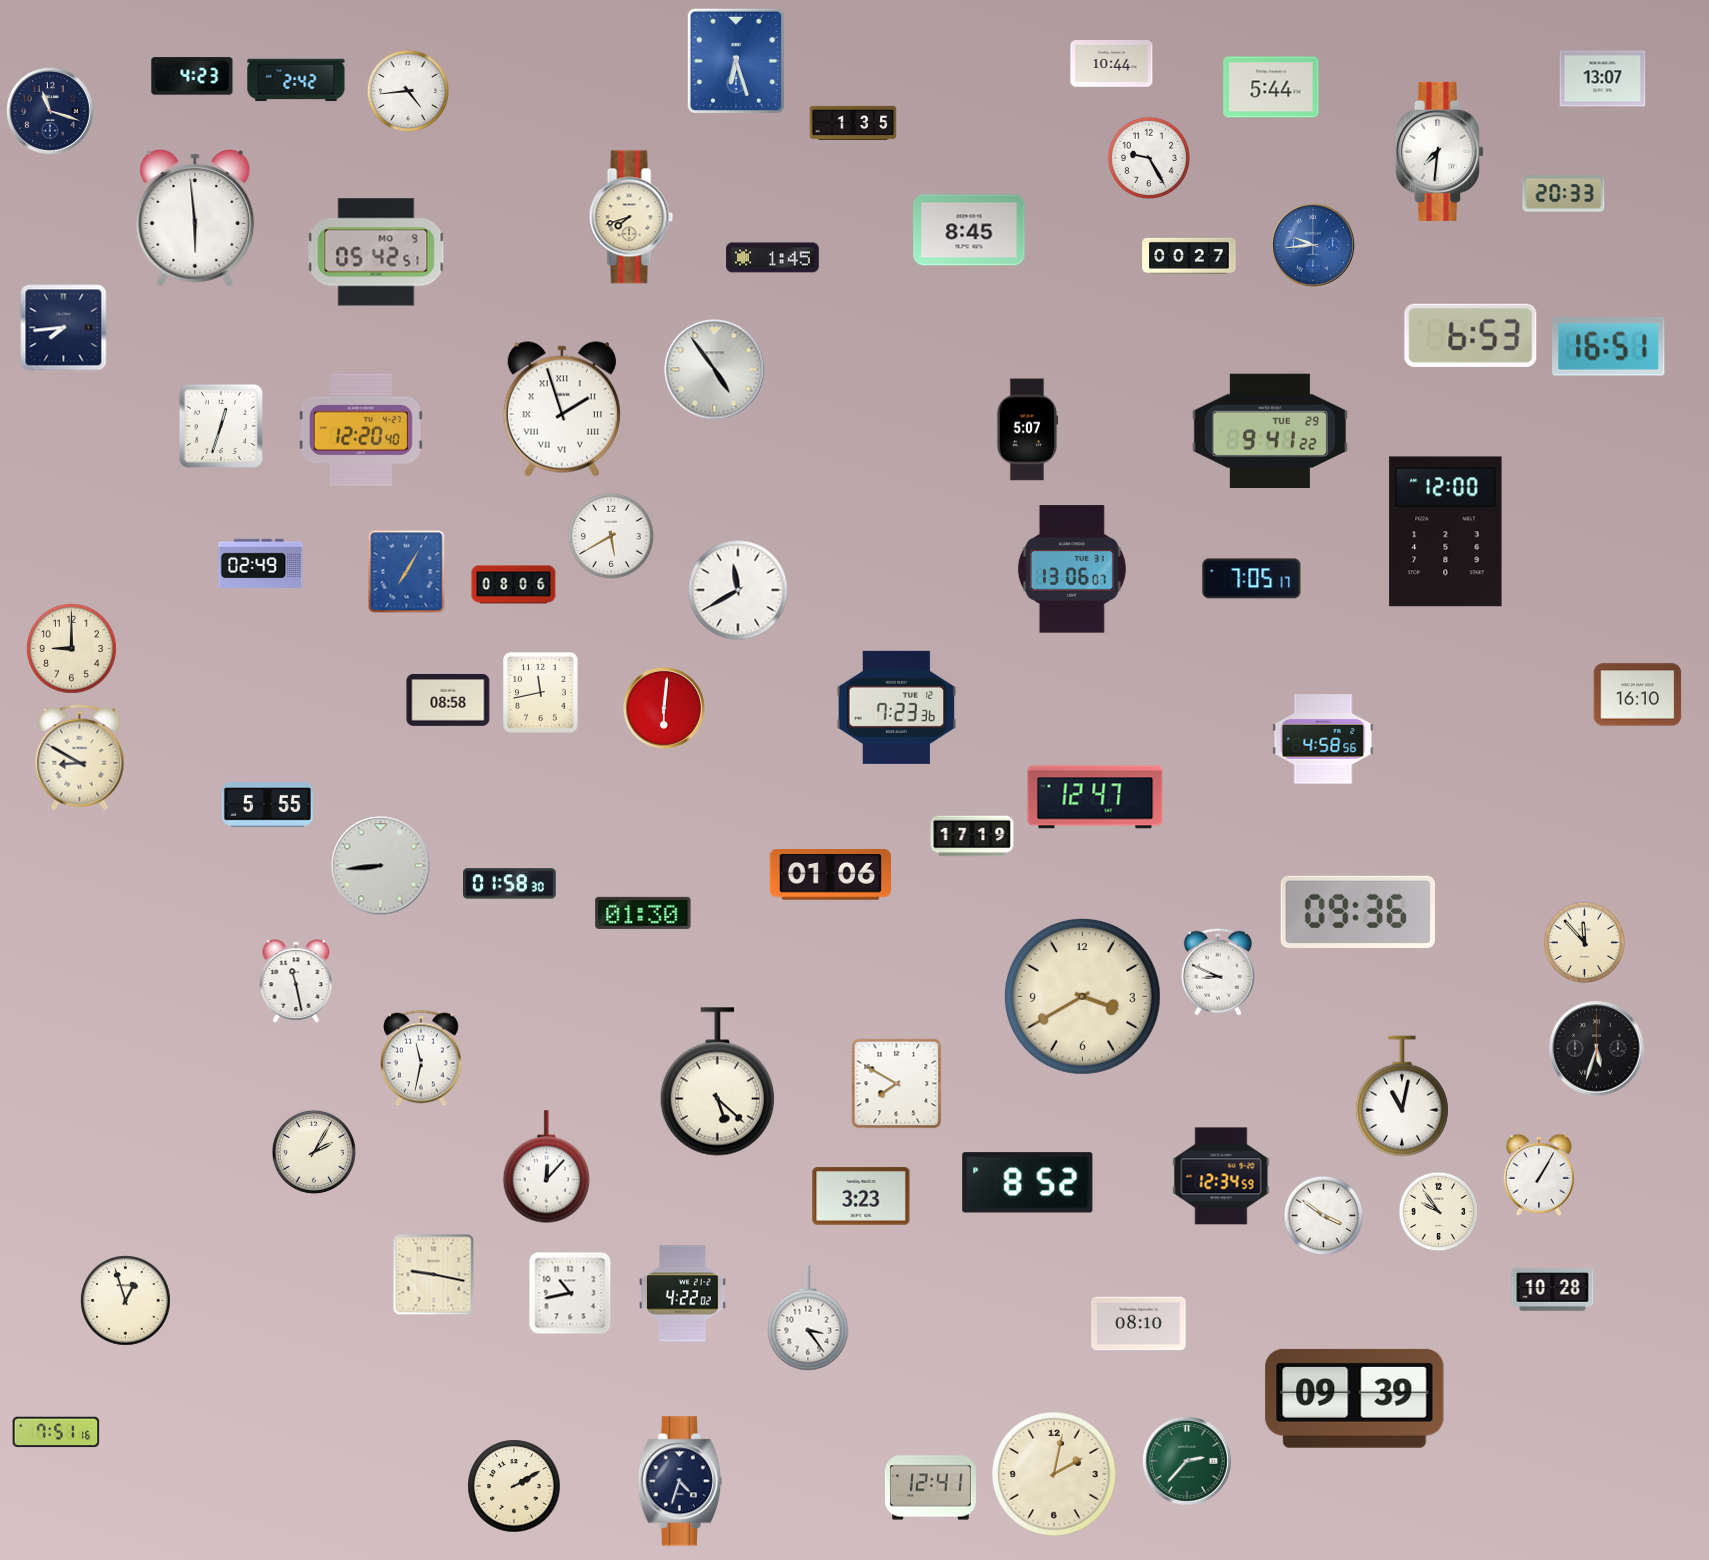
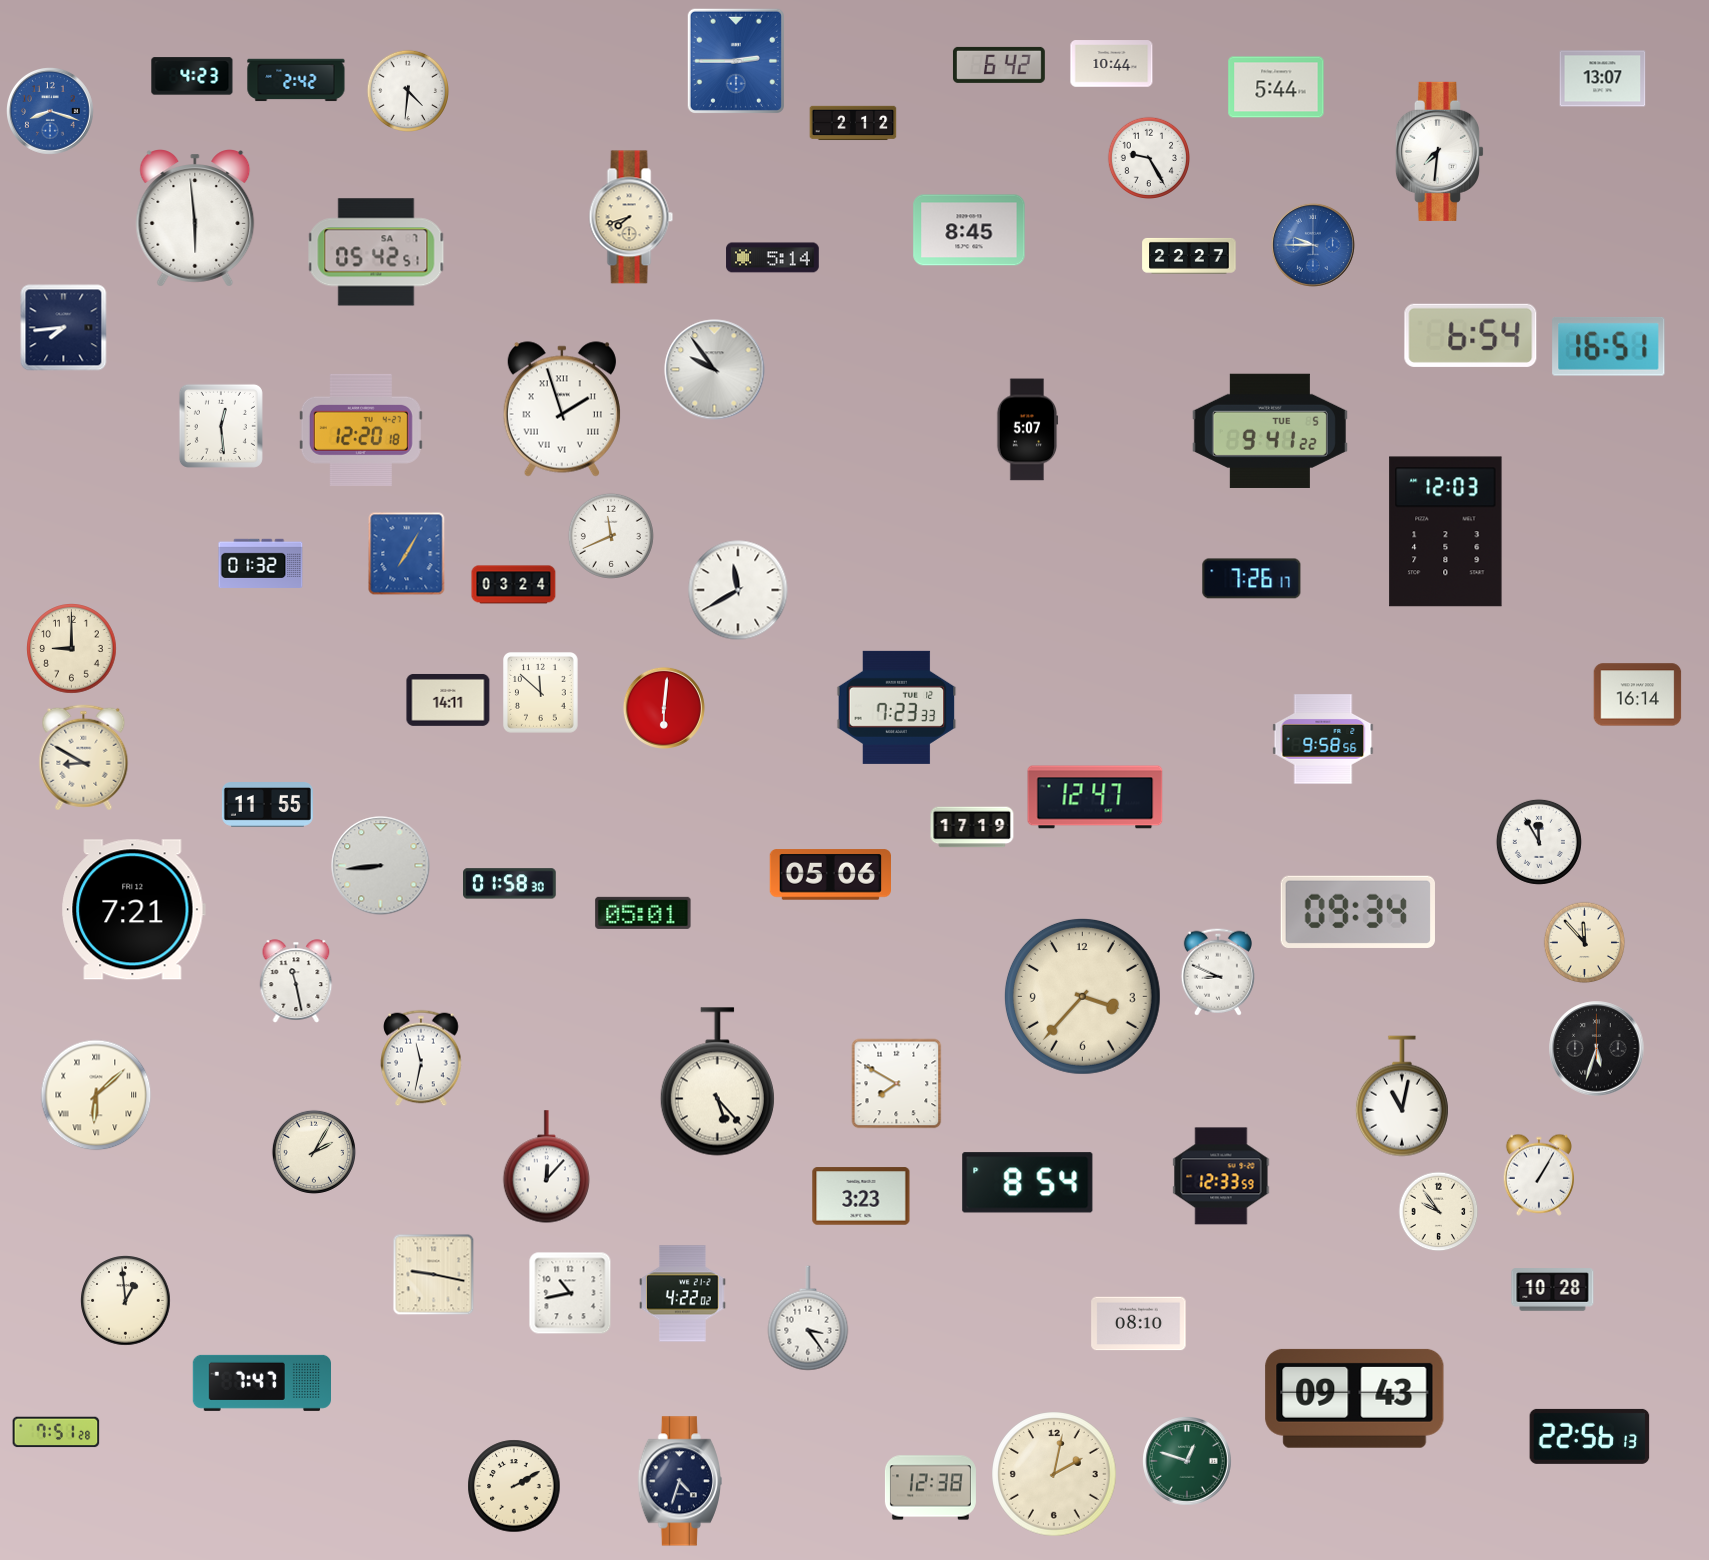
clock at (736, 61): 6:27 -> 2:45
clock at (999, 65): none -> 6:42
clock at (1271, 87) position: (1271, 87) -> (1276, 87)
clock at (407, 90): 4:44 -> 4:31
clock at (51, 112): 11:18 -> 8:18
clock at (51, 112) dial: navy -> blue
clock at (853, 123): 1:35 -> 2:12
clock at (1564, 194): 20:33 -> none
clock at (1313, 245): 9:44 -> 9:45
clock at (376, 252) date: MO 9 -> SA 7
clock at (1189, 256): 00:27 -> 22:27
clock at (773, 258): 1:45 -> 5:14
clock at (1471, 335): 6:53 -> 6:54
clock at (715, 370): 4:54 -> 9:54
clock at (221, 426): 12:33 -> 12:29
clock at (361, 430): 12:20:40 -> 12:20:18
clock at (1270, 431) date: TUE 29 -> TUE 5
clock at (1446, 532): 12:00 -> 12:03
clock at (611, 536): 5:40 -> 11:41
clock at (261, 563): 02:49 -> 01:32
clock at (1072, 569): 13:06 -> none
clock at (407, 572) position: (407, 572) -> (407, 554)
clock at (1252, 579): 7:05 -> 7:26
clock at (514, 585): 08:06 -> 03:24
clock at (541, 693): 11:43 -> 11:52
clock at (1638, 695): 16:10 -> 16:14
clock at (448, 700): 08:58 -> 14:11
clock at (897, 707): 7:23:36 -> 7:23:33
clock at (1323, 739): 4:58 -> 9:58
clock at (80, 758) position: (80, 758) -> (84, 758)
clock at (267, 805): 5:55 -> 11:55
clock at (972, 836) position: (972, 836) -> (972, 827)
clock at (1539, 842): none -> 11:55
clock at (830, 875): 01:06 -> 05:06
clock at (133, 910): none -> 7:21
clock at (1358, 912): 09:36 -> 09:34
clock at (643, 913): 01:30 -> 05:01
clock at (1082, 996): 3:40 -> 3:37
clock at (717, 1082): 5:22 -> 5:23
clock at (96, 1095): none -> 6:08
clock at (1221, 1176): 12:34 -> 12:33
clock at (1028, 1183): 8:52 -> 8:54
clock at (1324, 1216): 3:51 -> none
clock at (126, 1301): 12:57 -> 12:59
clock at (261, 1383): none -> 7:47
clock at (1355, 1398): 09:39 -> 09:43
clock at (56, 1432): 7:51:16 -> 7:51:28
clock at (1590, 1436): none -> 22:56
clock at (1187, 1461): 2:37 -> 12:48
clock at (930, 1488): 12:41 -> 12:38
